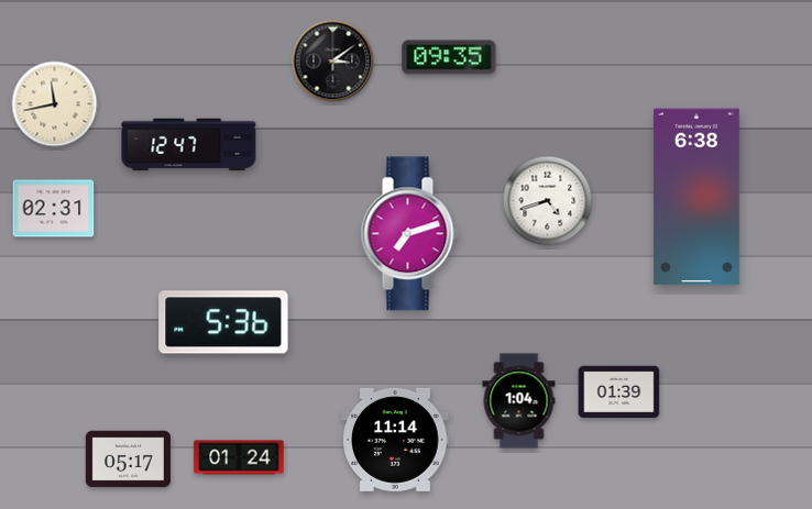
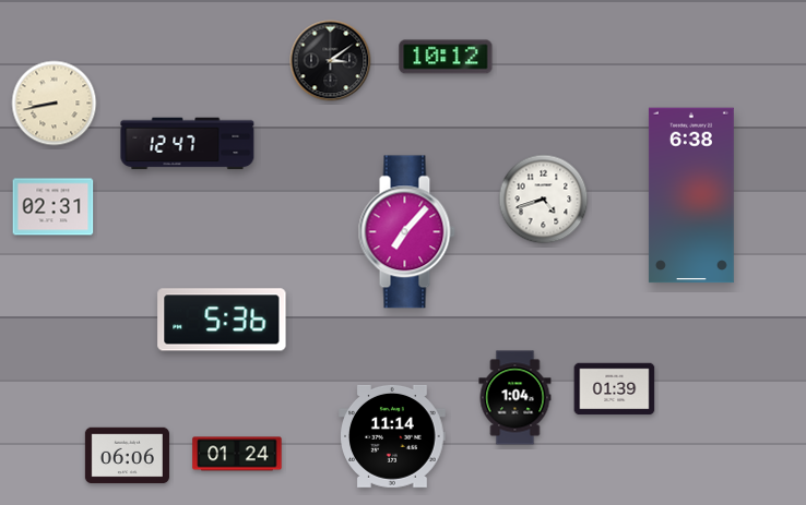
clock at (449, 57): 09:35 -> 10:12
clock at (55, 104): 11:43 -> 8:43
clock at (409, 234): 7:12 -> 7:07
clock at (128, 460): 05:17 -> 06:06
